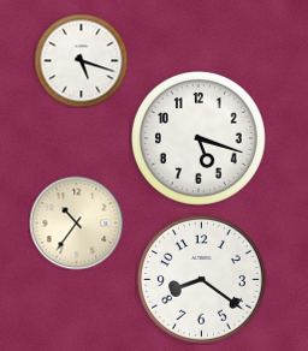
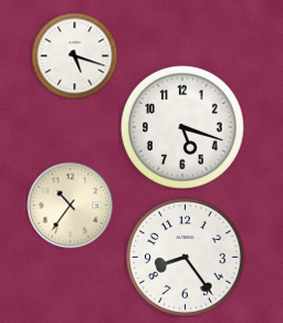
clock at (202, 280): 8:21 -> 8:24
